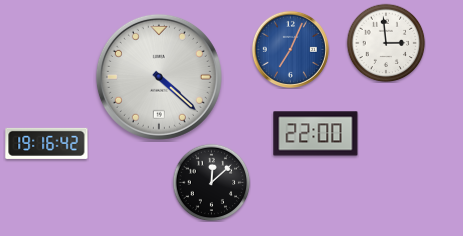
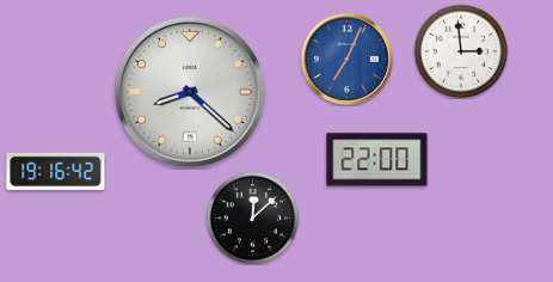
clock at (159, 77): 4:22 -> 8:22
